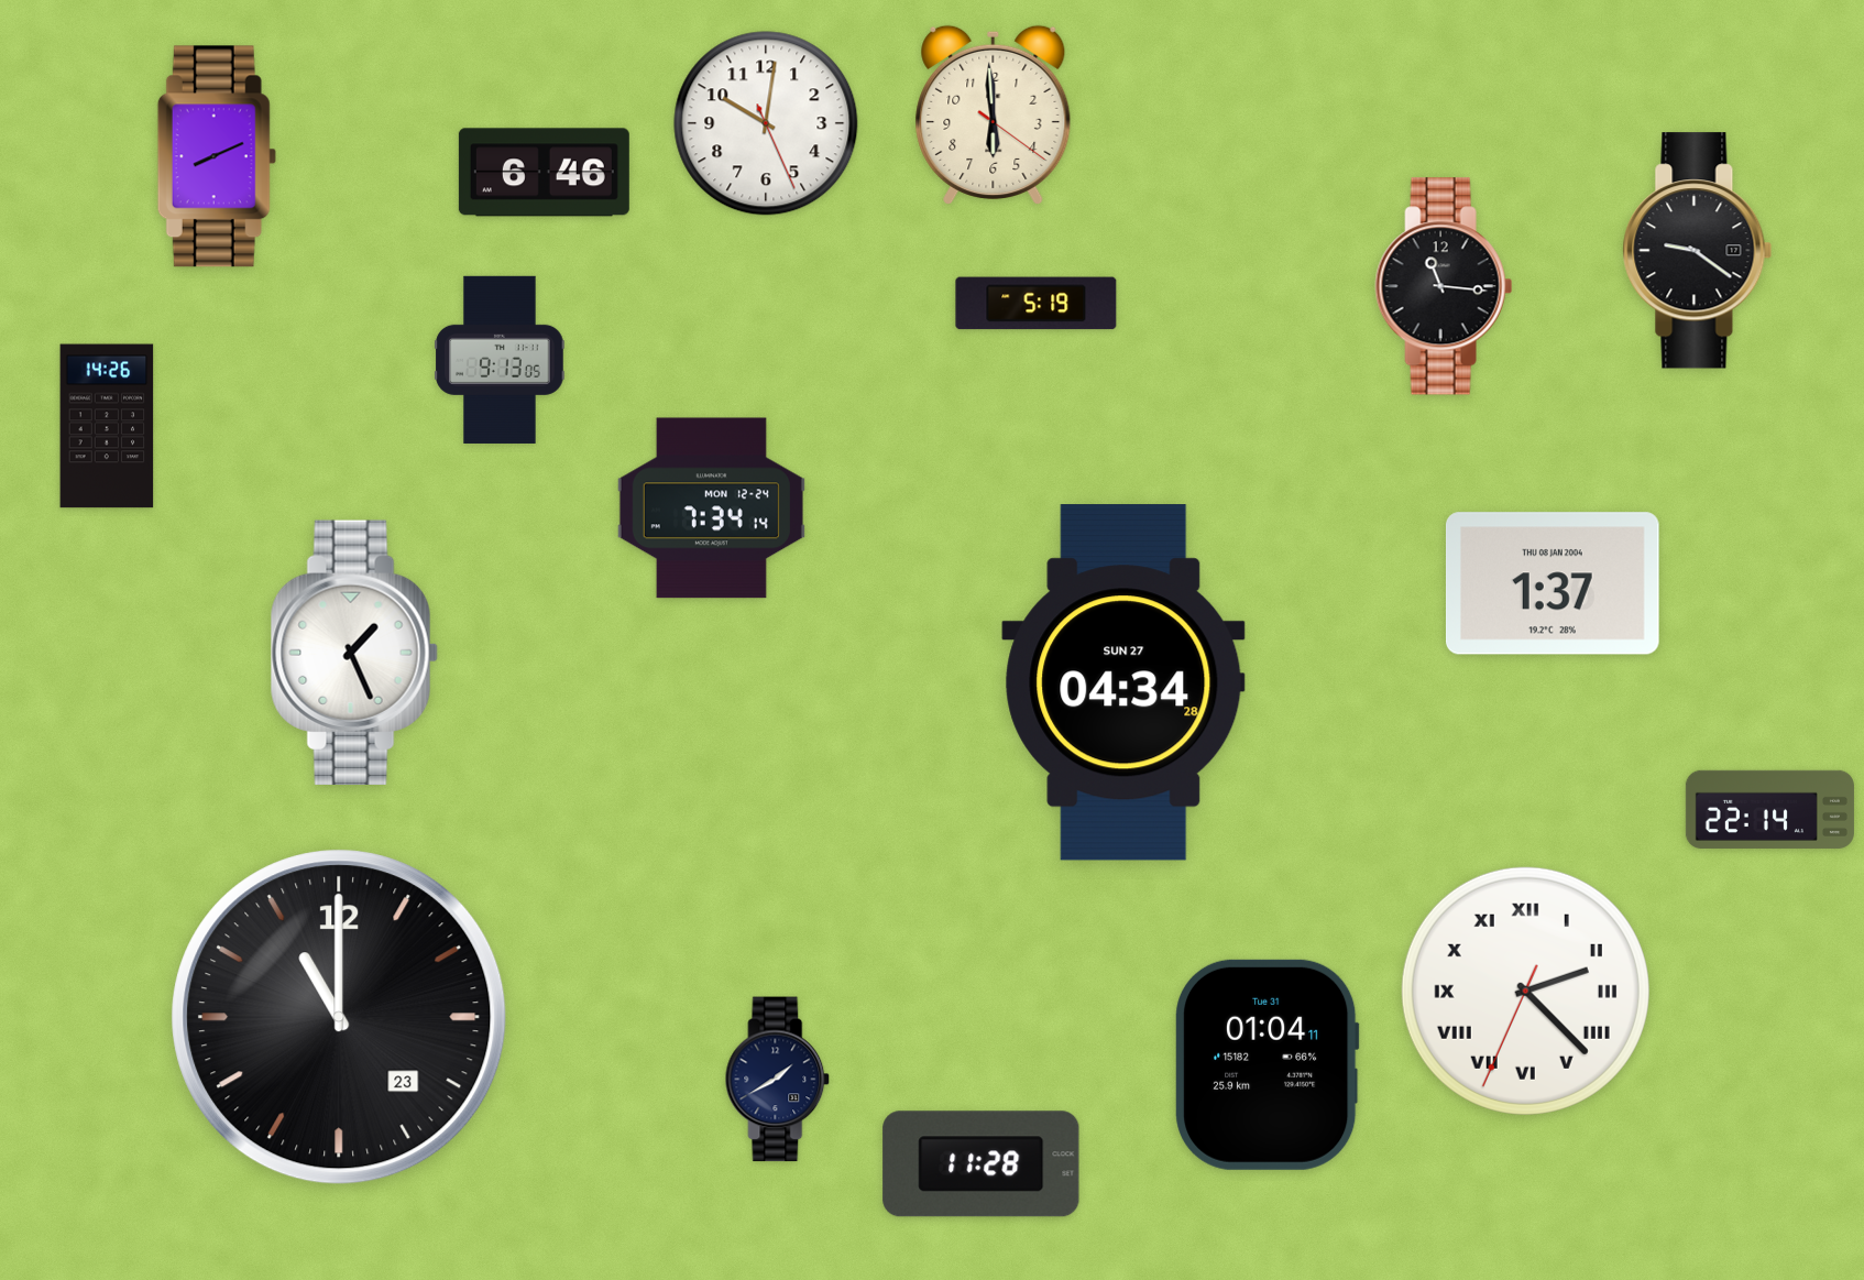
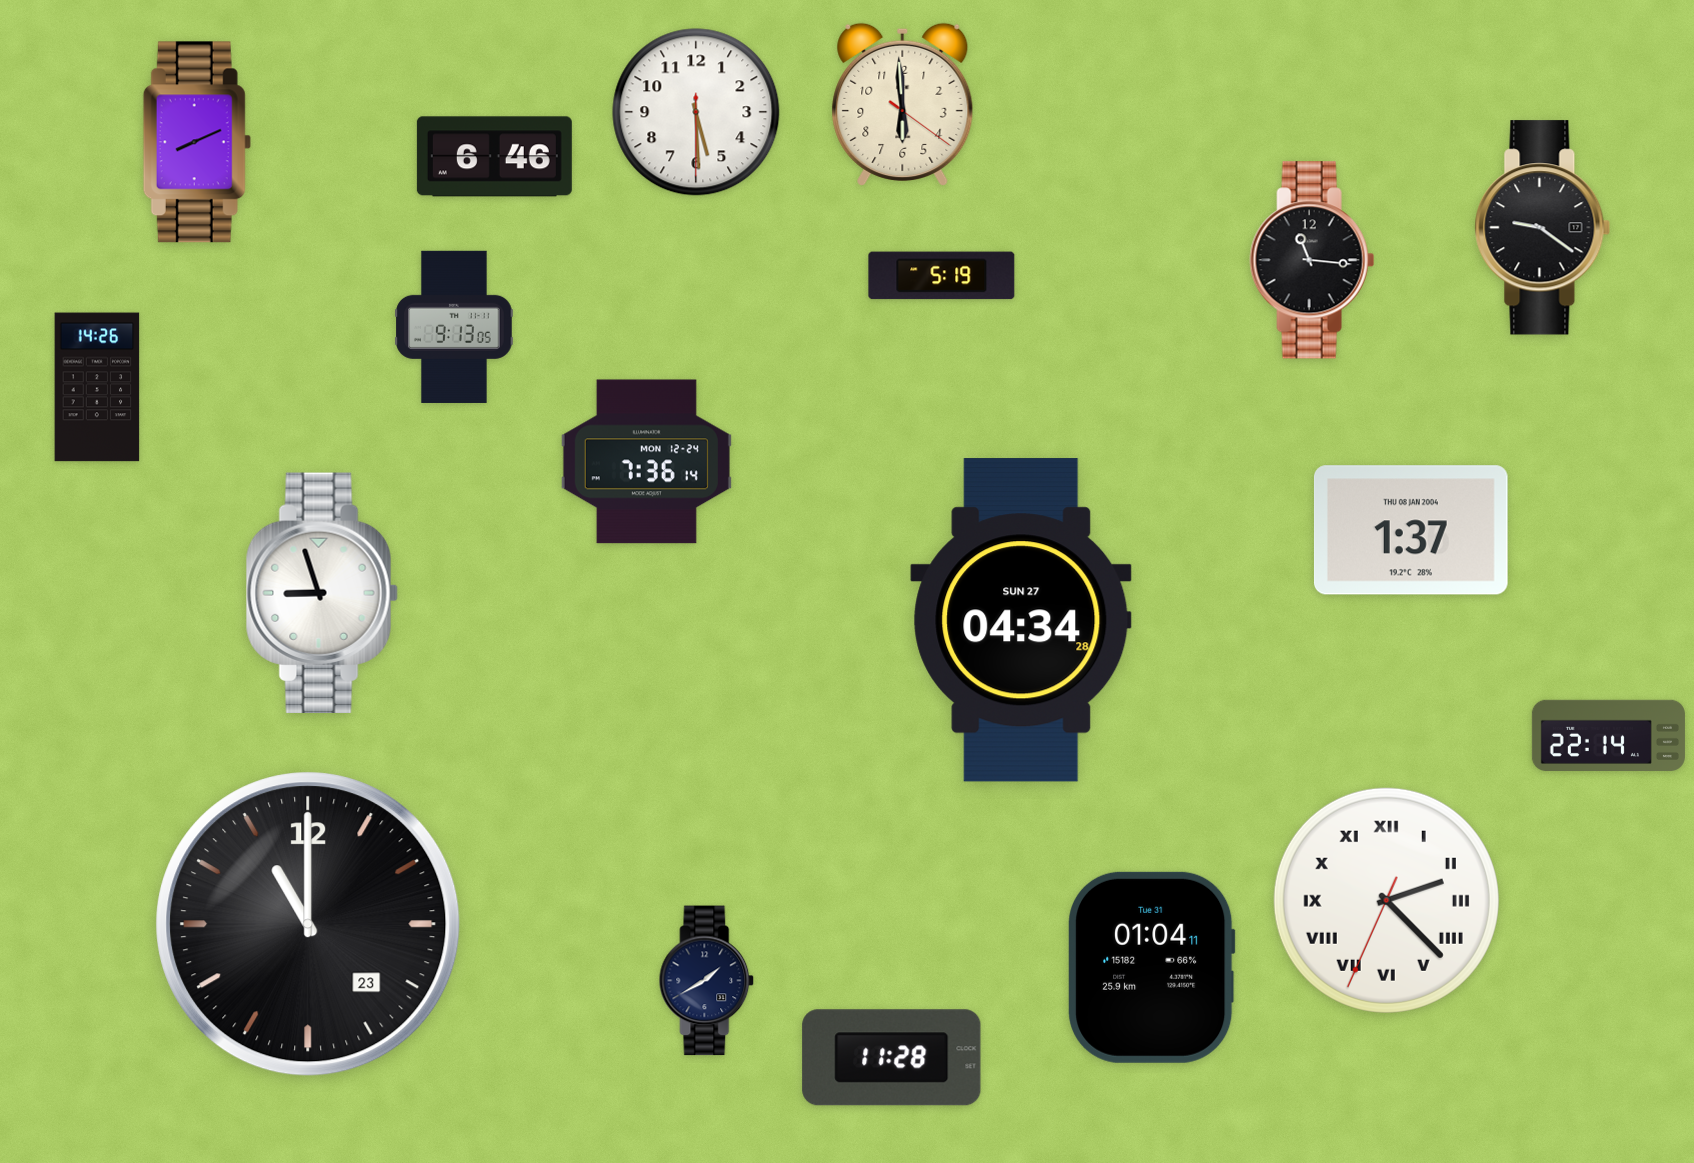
clock at (766, 123): 10:01 -> 5:29
clock at (711, 508): 7:34 -> 7:36
clock at (354, 652): 1:26 -> 8:57
